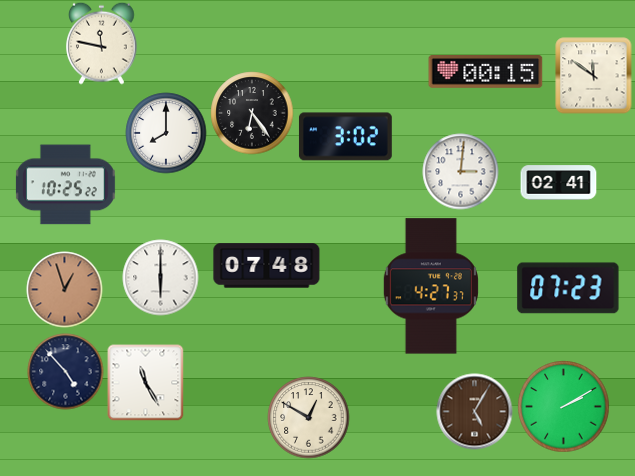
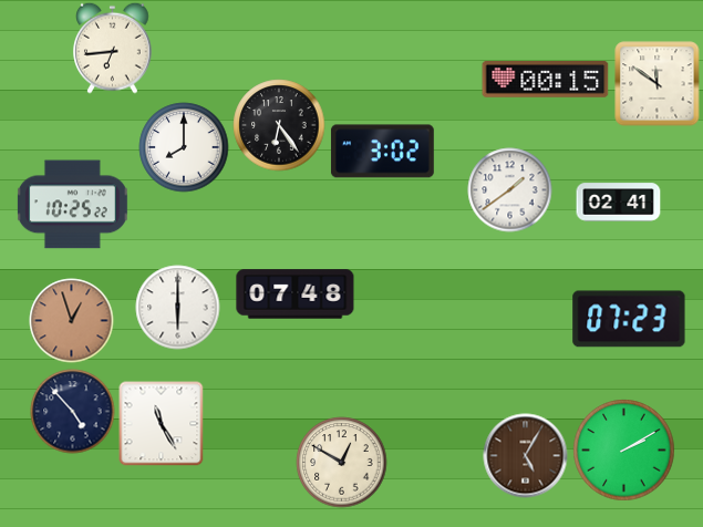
clock at (102, 43): 11:47 -> 6:44
clock at (486, 72) position: (486, 72) -> (546, 80)
clock at (461, 172): 3:01 -> 1:39
clock at (431, 286): 4:27 -> none
